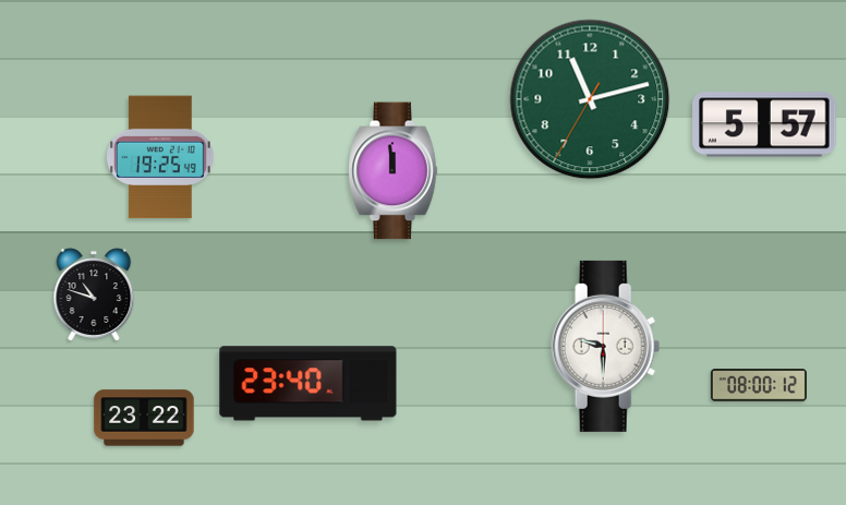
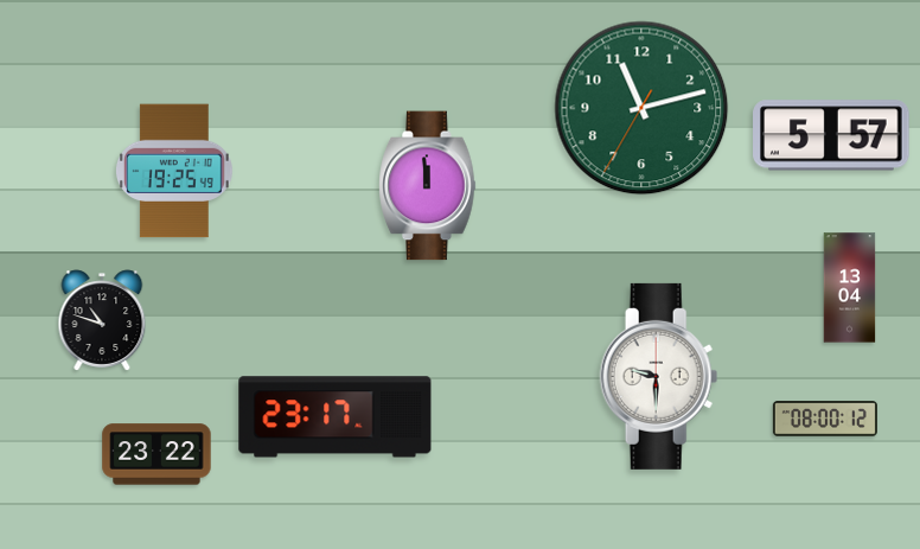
clock at (850, 288): none -> 13:04
clock at (309, 384): 23:40 -> 23:17
